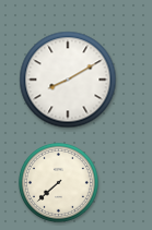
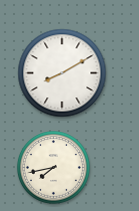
clock at (58, 182): 7:38 -> 7:43
